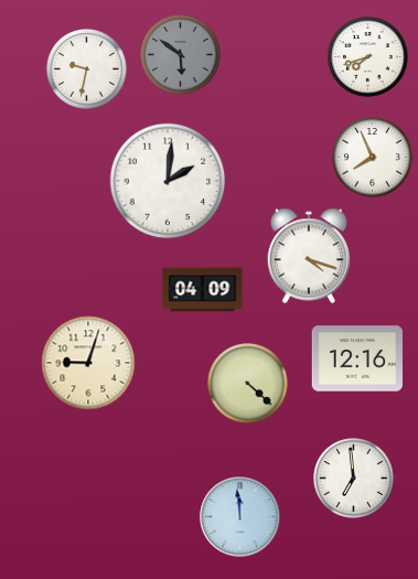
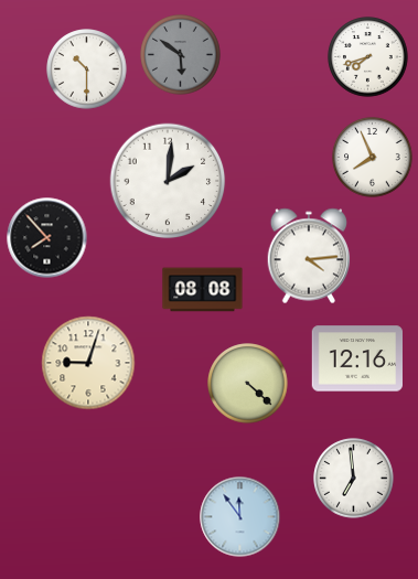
clock at (87, 69): 9:32 -> 10:30
clock at (47, 238): none -> 7:53
clock at (309, 256): 4:18 -> 4:14
clock at (203, 290): 04:09 -> 08:08
clock at (240, 517): 11:59 -> 11:54
